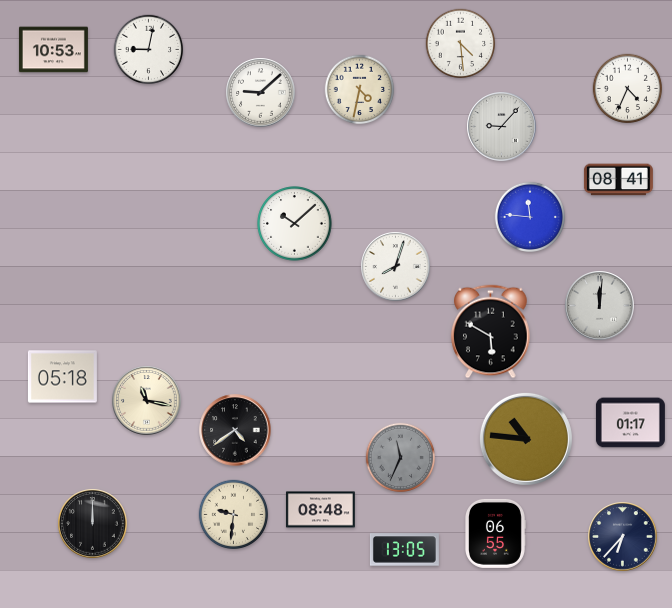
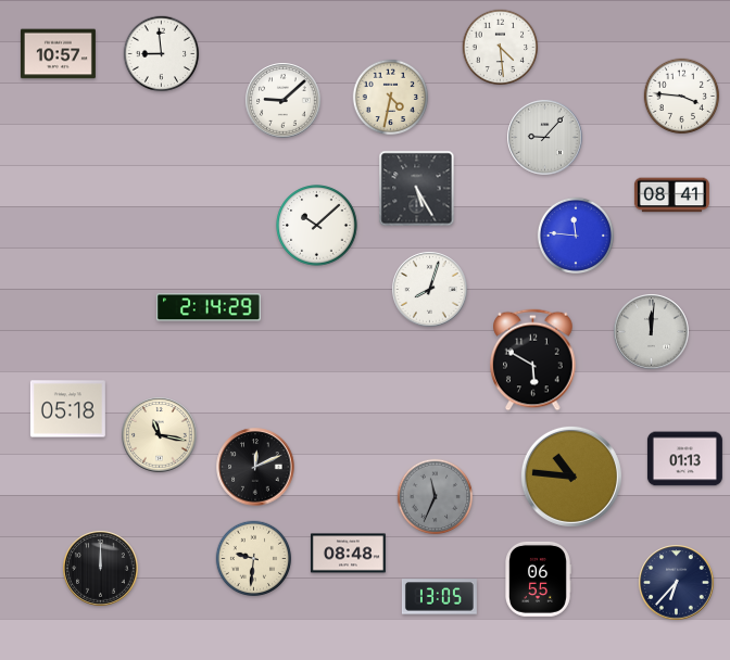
clock at (53, 50): 10:53 -> 10:57
clock at (149, 50): 9:02 -> 8:59
clock at (628, 89): 4:34 -> 3:46
clock at (417, 189): none -> 5:25
clock at (295, 224) position: (295, 224) -> (317, 226)
clock at (209, 307): none -> 2:14
clock at (630, 423): 01:17 -> 01:13
clock at (235, 430): 4:39 -> 12:11
